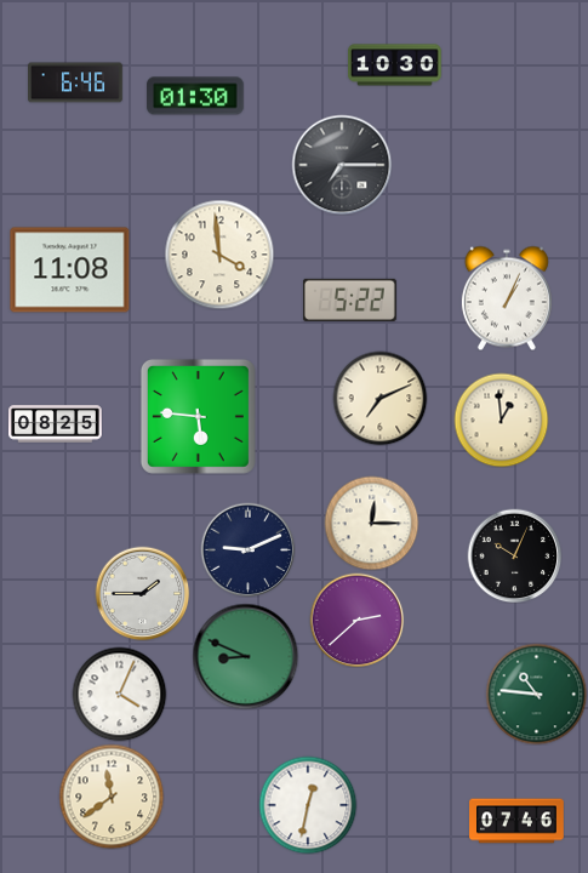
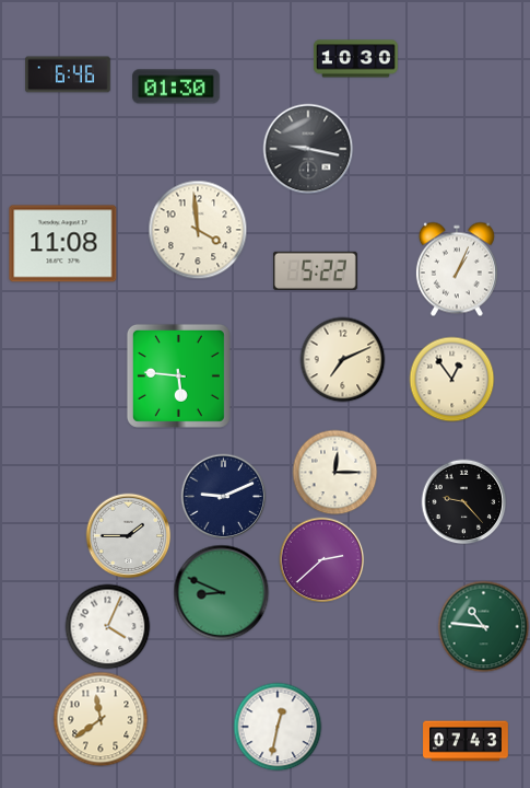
clock at (342, 165): 7:15 -> 9:17
clock at (501, 420): 12:59 -> 12:54
clock at (56, 424): 08:25 -> none
clock at (514, 555): 10:04 -> 9:23
clock at (516, 821): 07:46 -> 07:43
